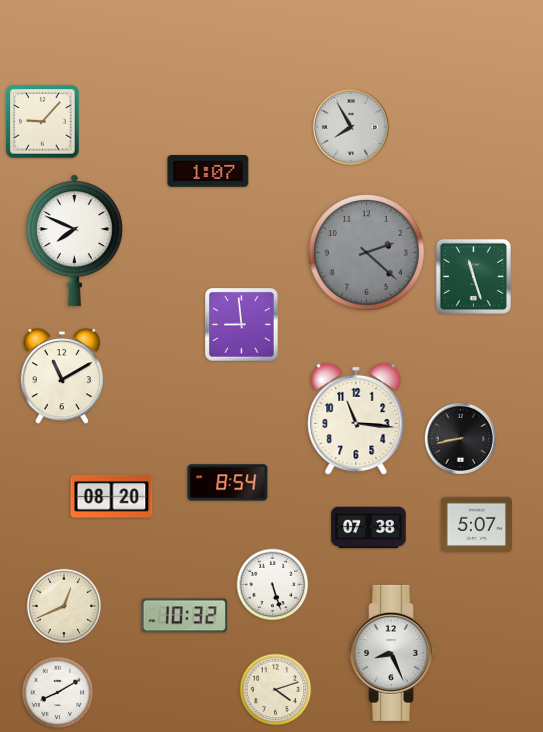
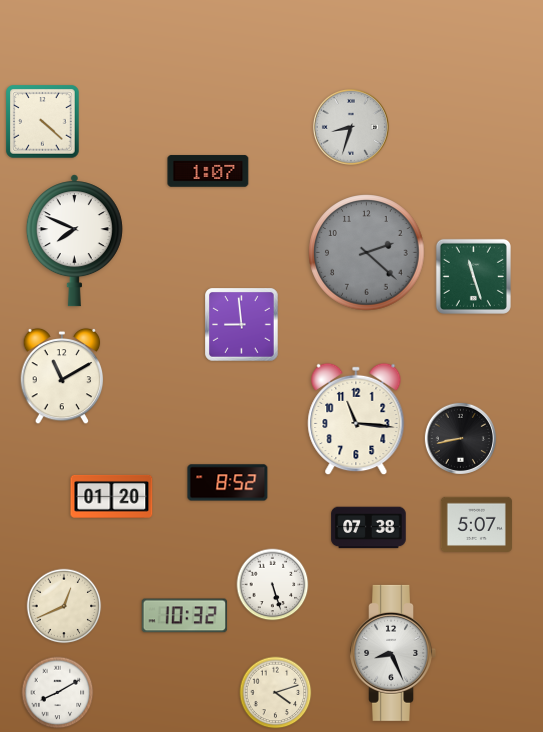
clock at (43, 122): 9:07 -> 4:22
clock at (351, 127): 7:55 -> 8:33
clock at (228, 483): 8:54 -> 8:52
clock at (112, 496): 08:20 -> 01:20
clock at (276, 690) position: (276, 690) -> (276, 693)
